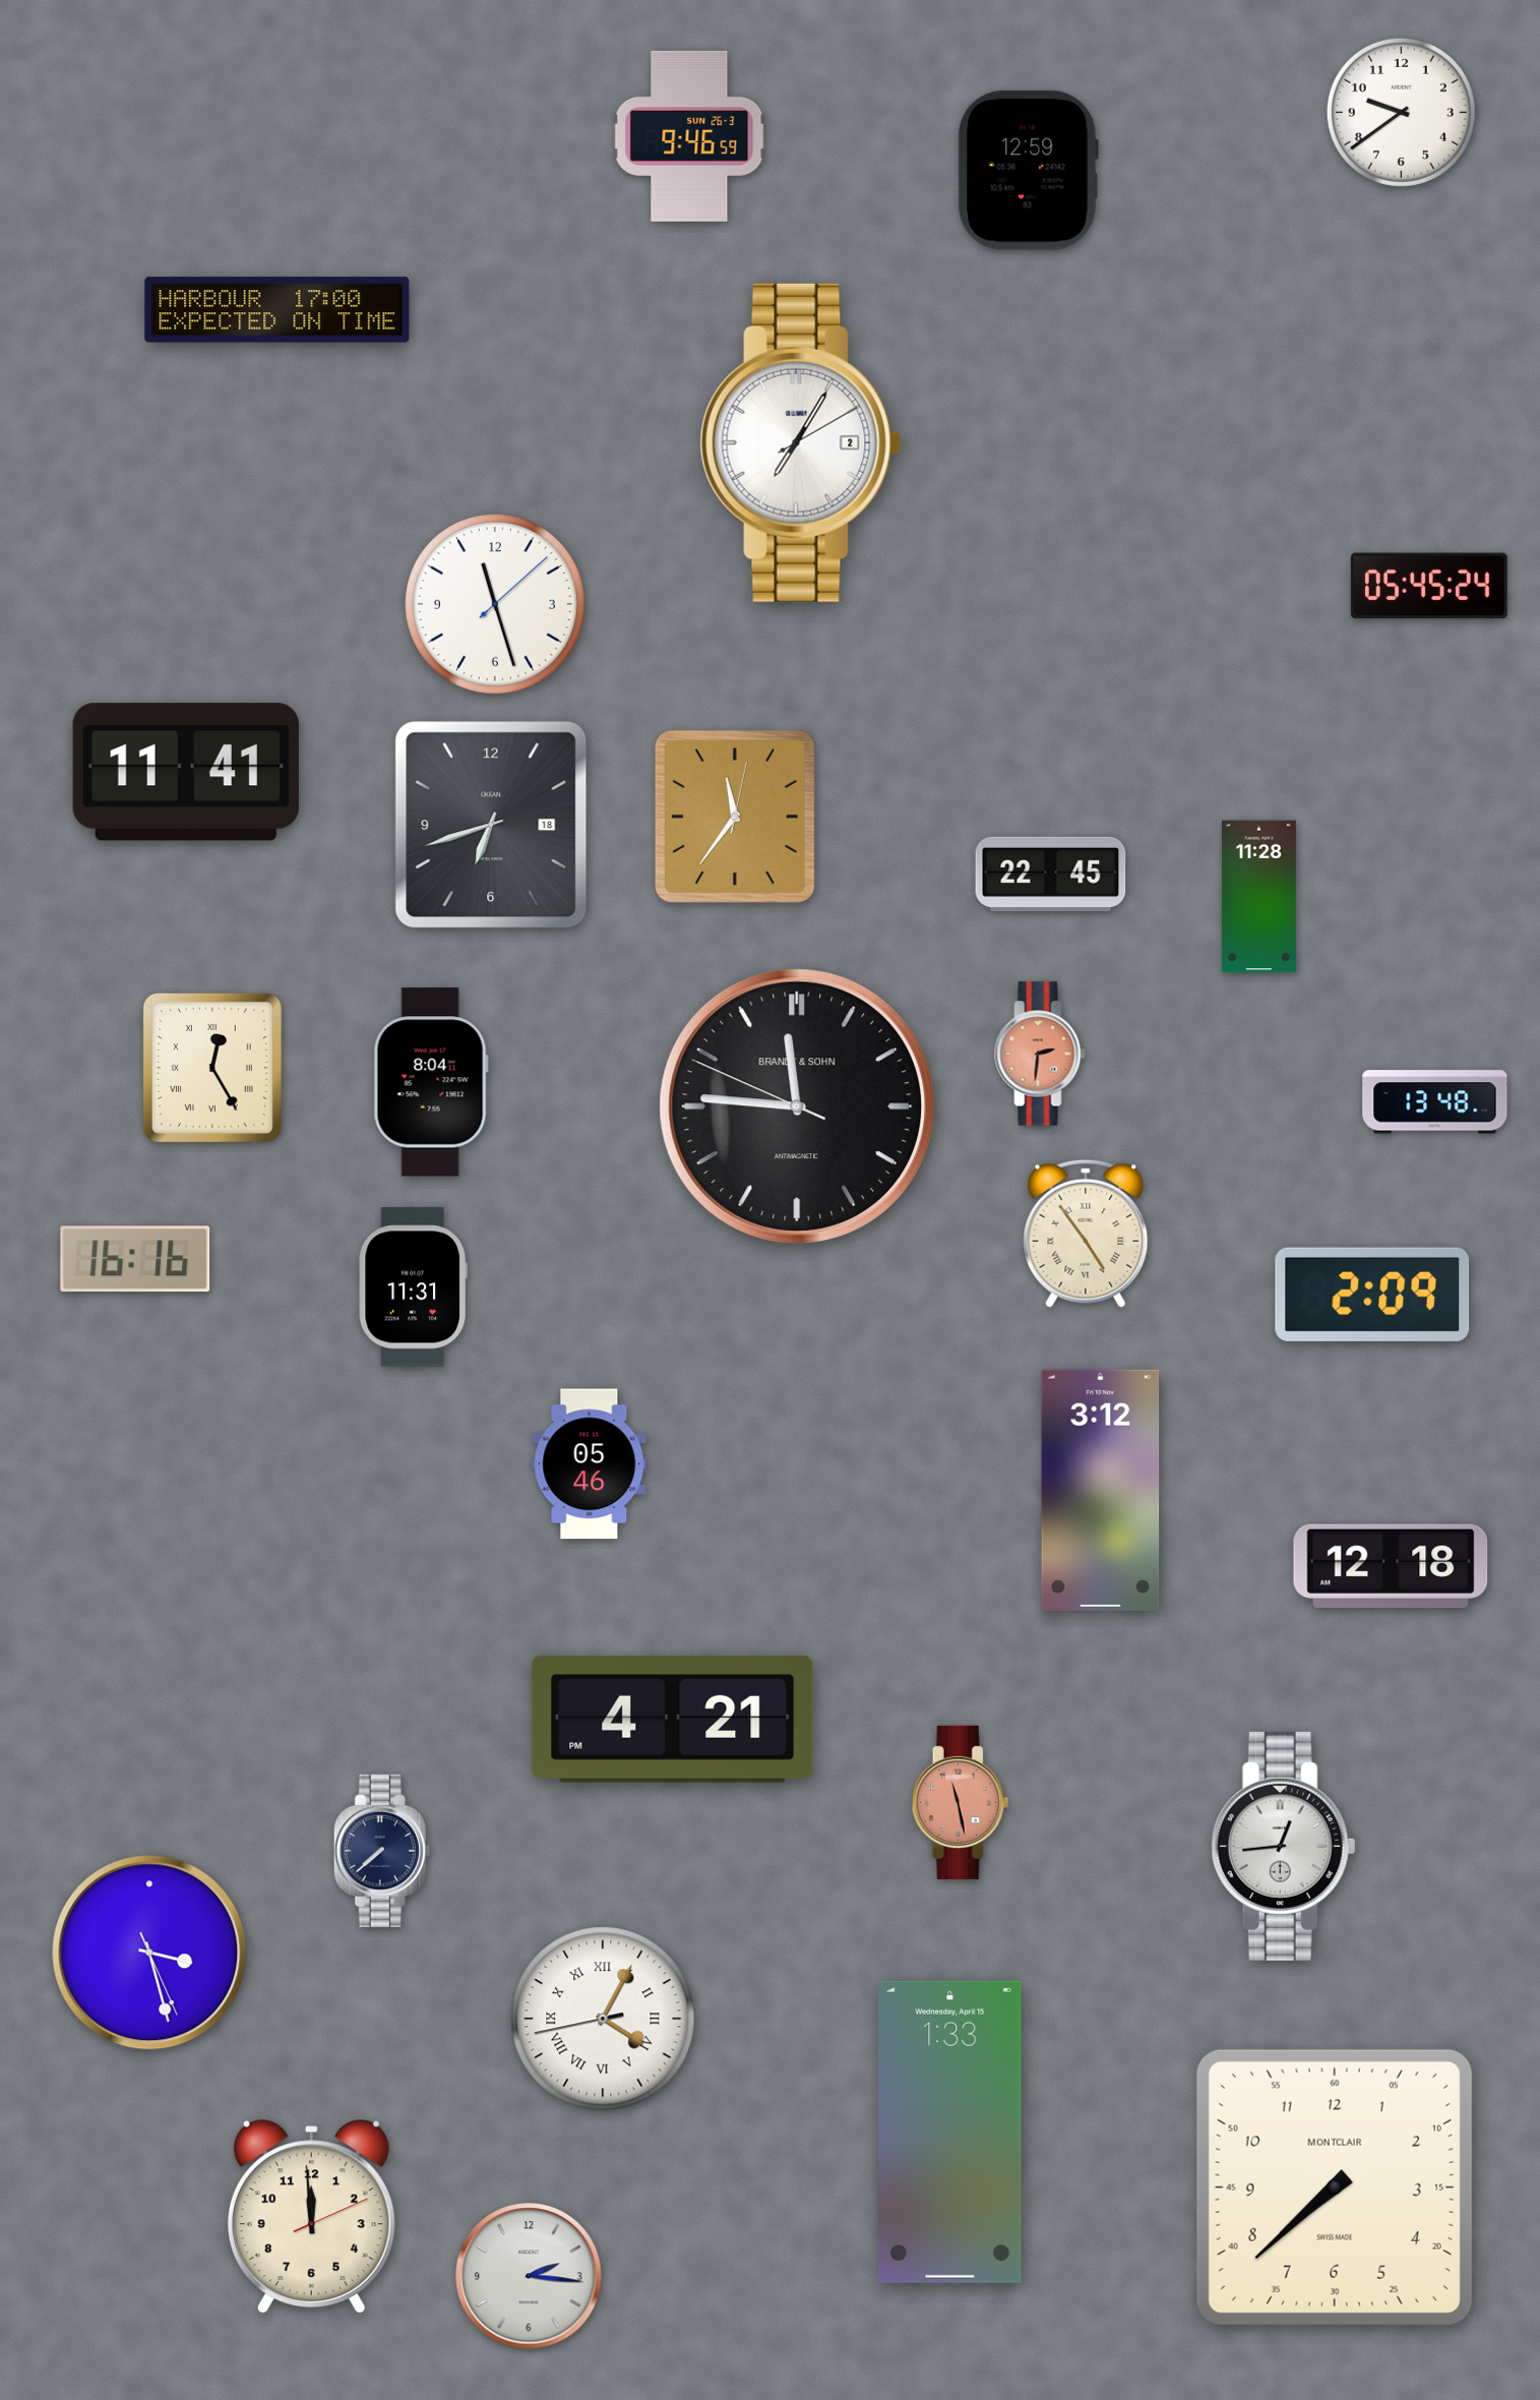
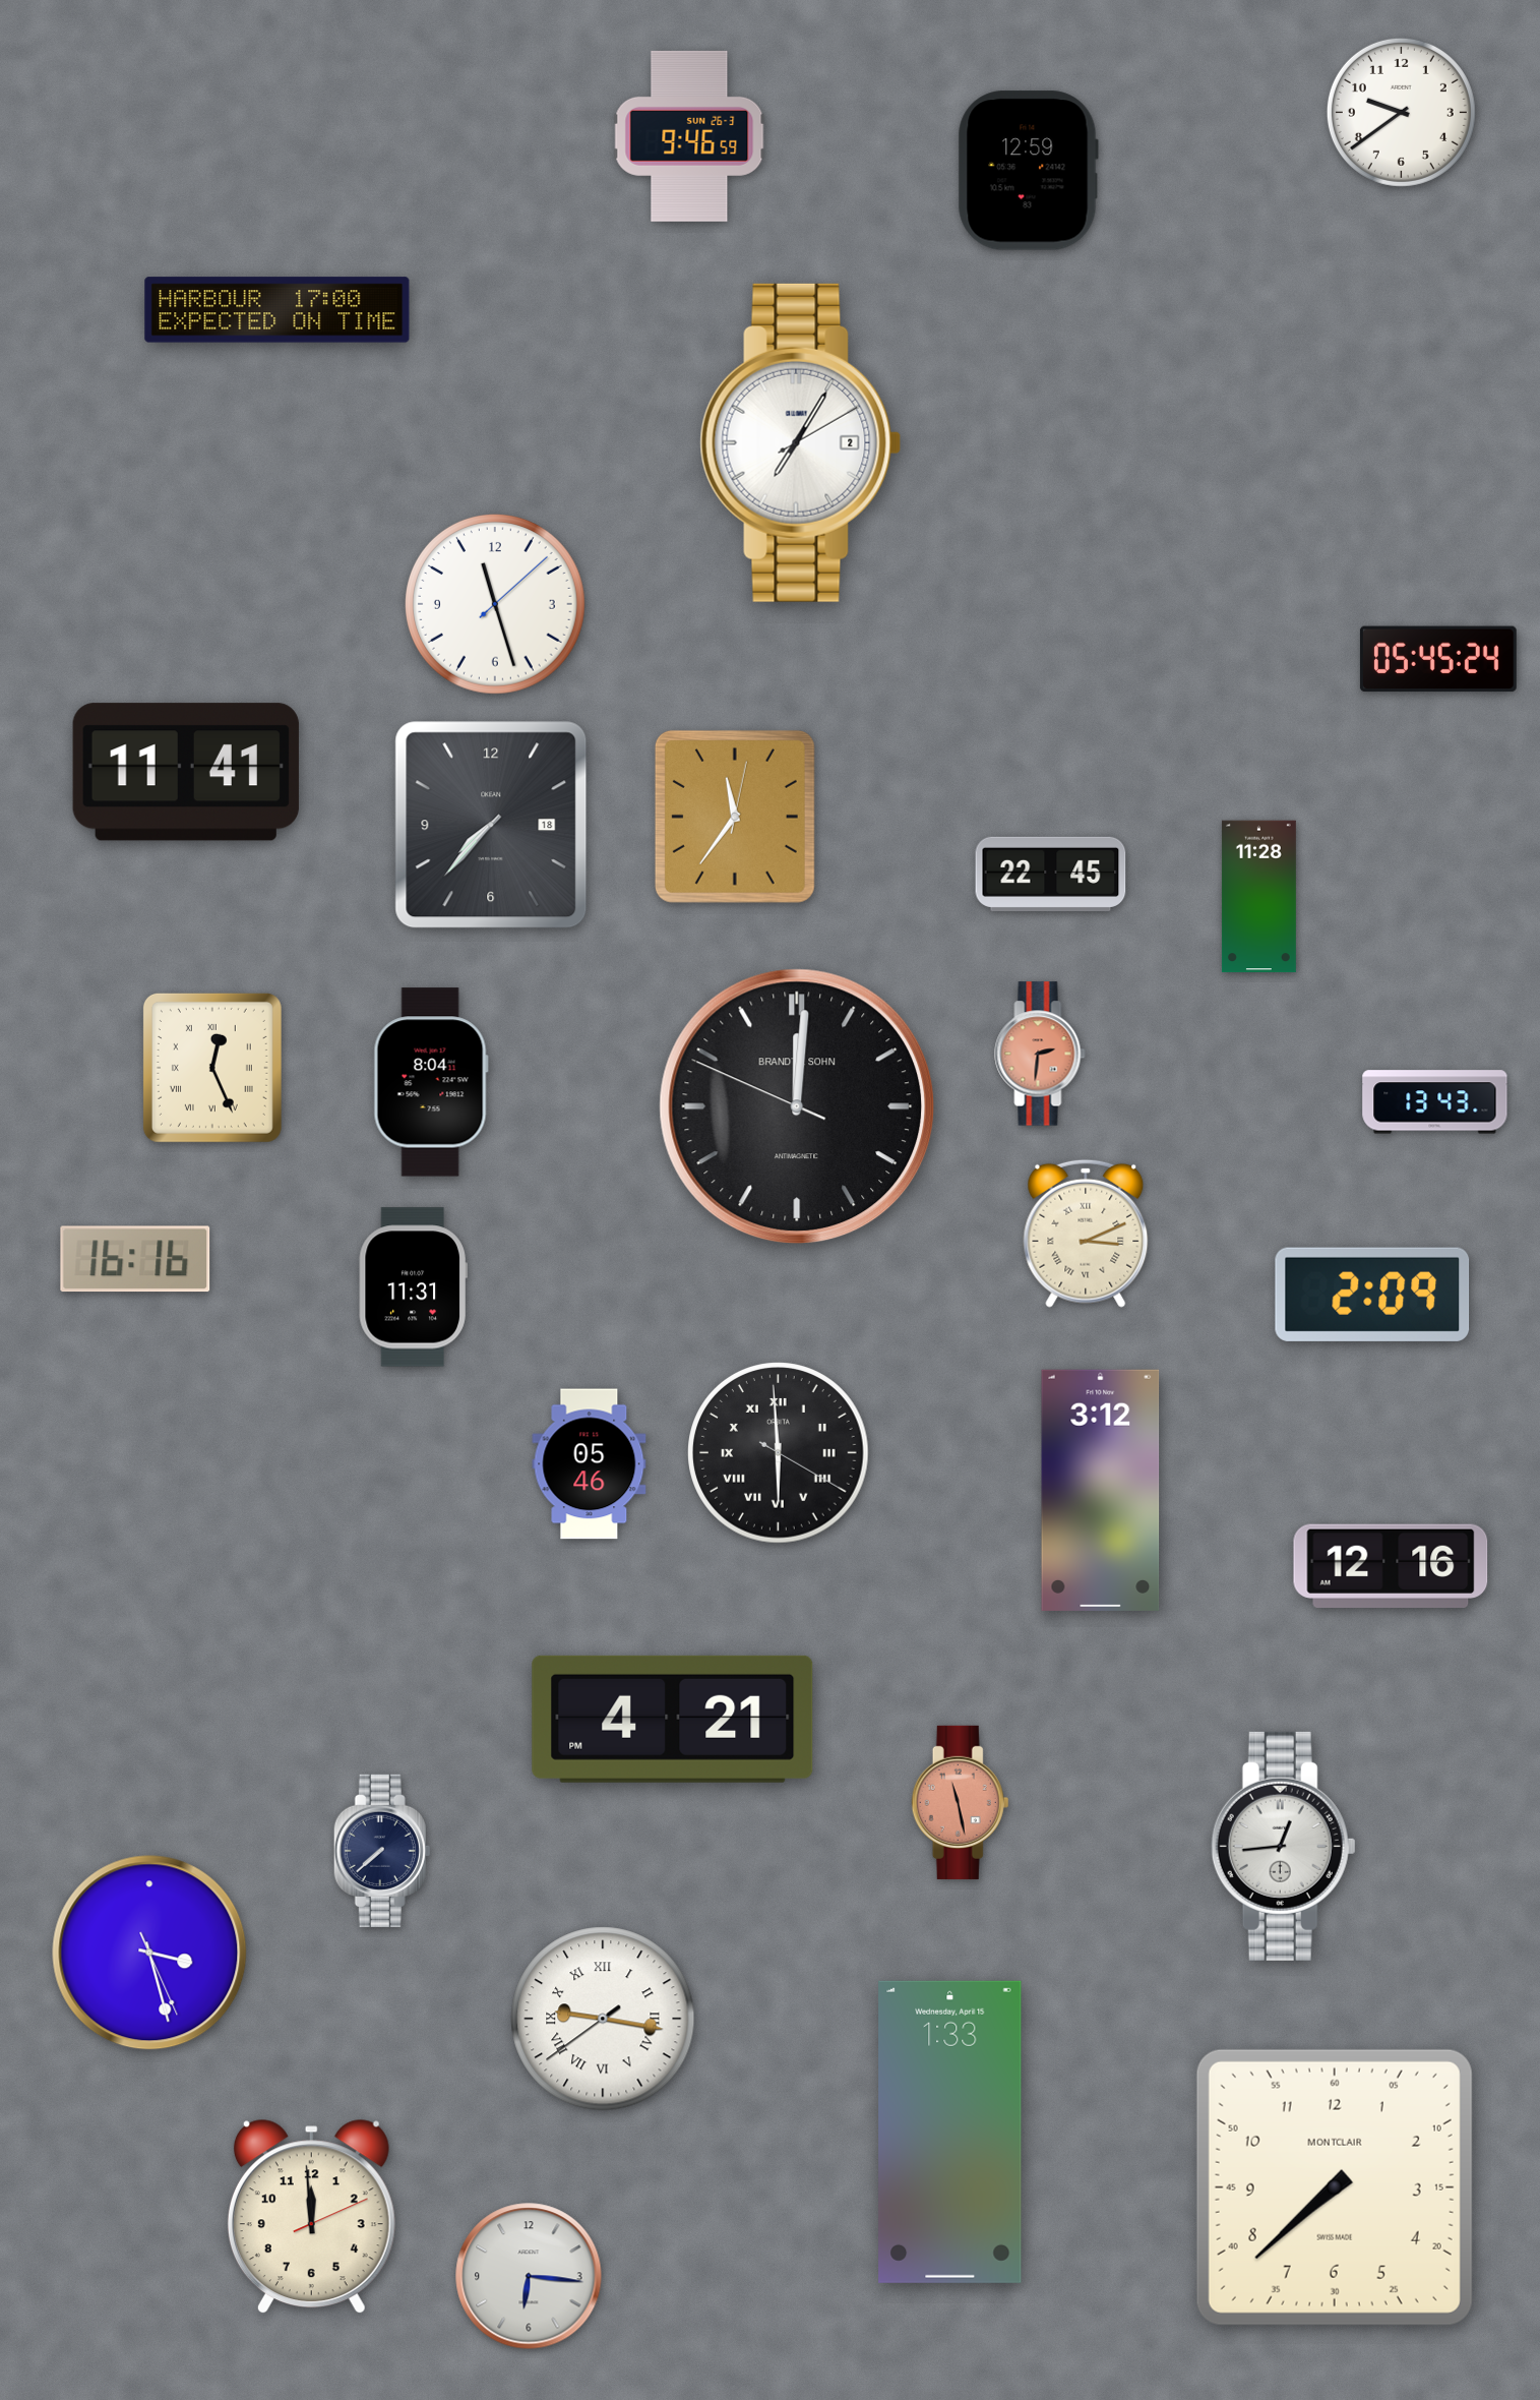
clock at (1429, 586) position: (1429, 586) -> (1438, 659)
clock at (491, 825): 6:42 -> 7:37
clock at (212, 1068): 12:25 -> 12:26
clock at (1435, 1102): 13:48 -> 13:43
clock at (797, 1106): 11:45 -> 12:00
clock at (1086, 1234): 4:54 -> 3:11
clock at (779, 1453): none -> 5:59
clock at (1391, 1566): 12:18 -> 12:16
clock at (603, 2019): 4:04 -> 9:16
clock at (529, 2276): 2:16 -> 6:16
